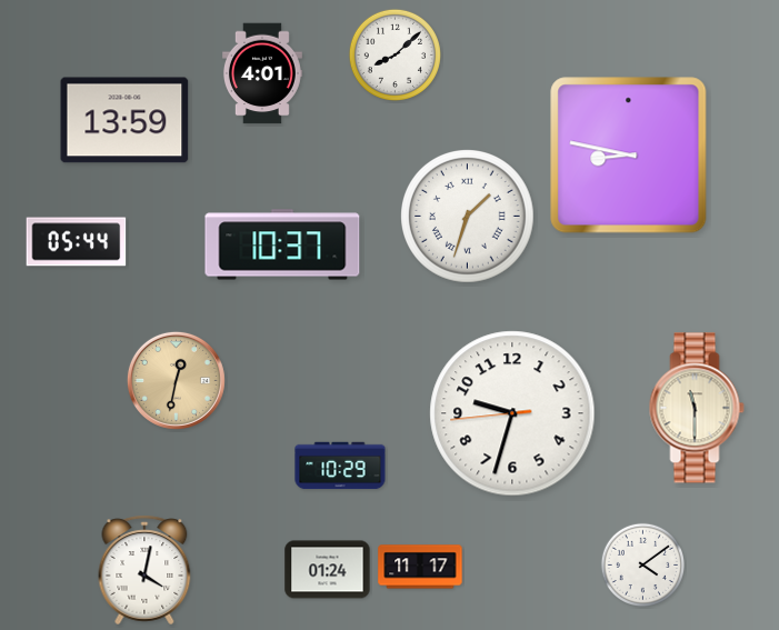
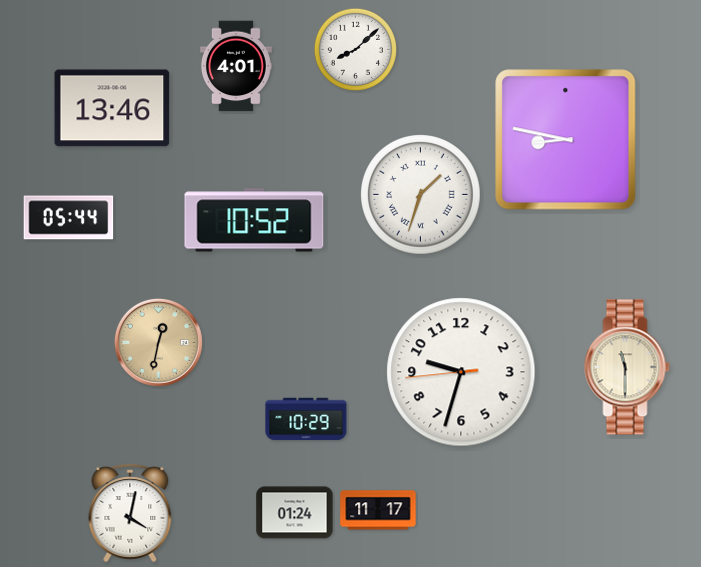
clock at (124, 120): 13:59 -> 13:46
clock at (282, 244): 10:37 -> 10:52
clock at (643, 566): 4:09 -> none
